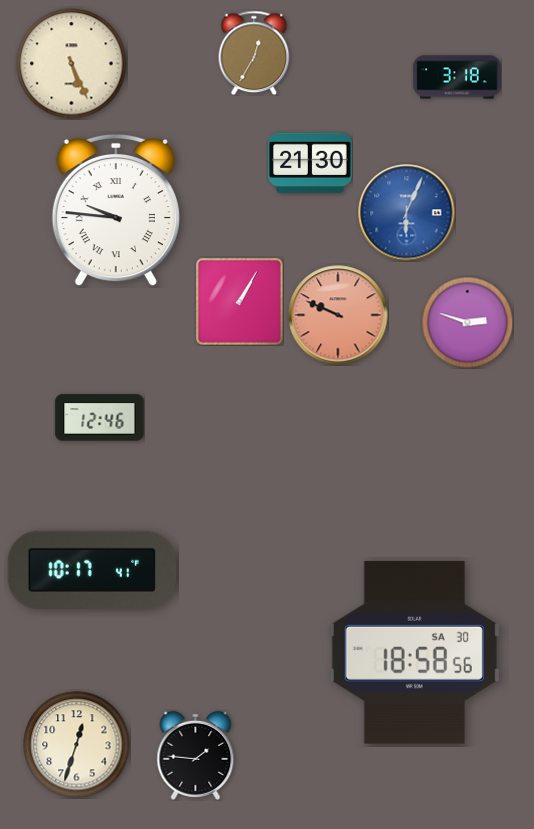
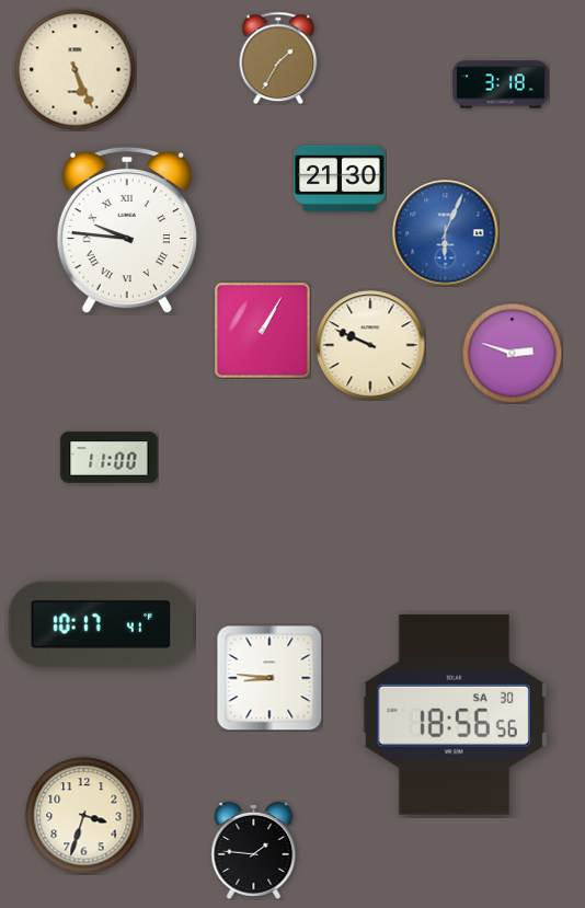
clock at (254, 53): 12:35 -> 1:35
clock at (72, 64) position: (72, 64) -> (76, 70)
clock at (338, 315) dial: salmon -> cream
clock at (100, 418): 12:46 -> 11:00
clock at (269, 678): none -> 8:46
clock at (414, 652): 18:58 -> 18:56
clock at (77, 745): 12:33 -> 3:33
clock at (196, 755) position: (196, 755) -> (254, 850)
